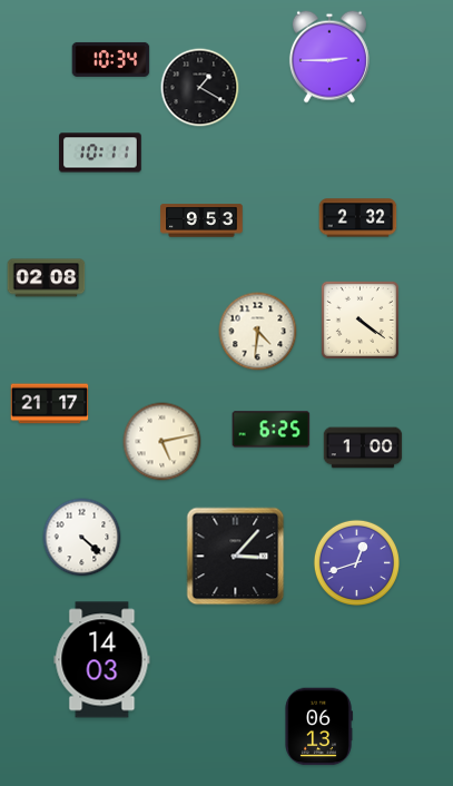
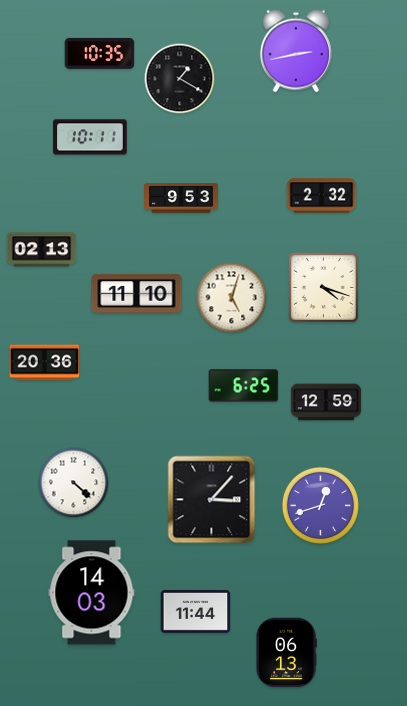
clock at (329, 57): 2:45 -> 2:43
clock at (111, 59): 10:34 -> 10:35
clock at (47, 278): 02:08 -> 02:13
clock at (360, 320): 4:21 -> 4:18
clock at (137, 294): none -> 11:10
clock at (258, 332): 4:31 -> 5:03
clock at (50, 404): 21:17 -> 20:36
clock at (163, 442): 5:13 -> none
clock at (363, 448): 1:00 -> 12:59
clock at (196, 611): none -> 11:44
